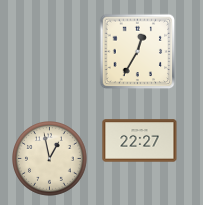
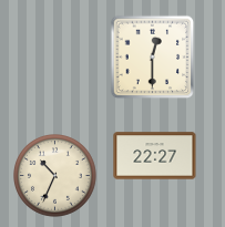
clock at (138, 52): 12:35 -> 12:30
clock at (50, 159): 12:58 -> 10:34
